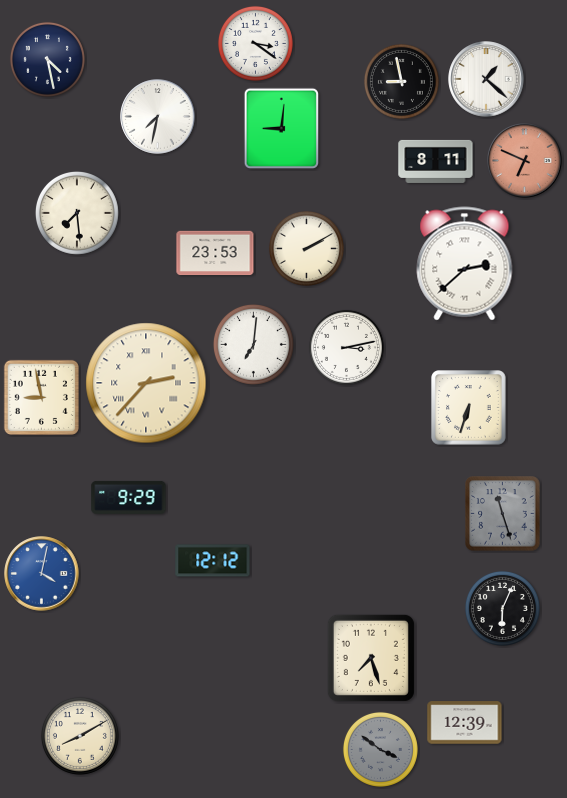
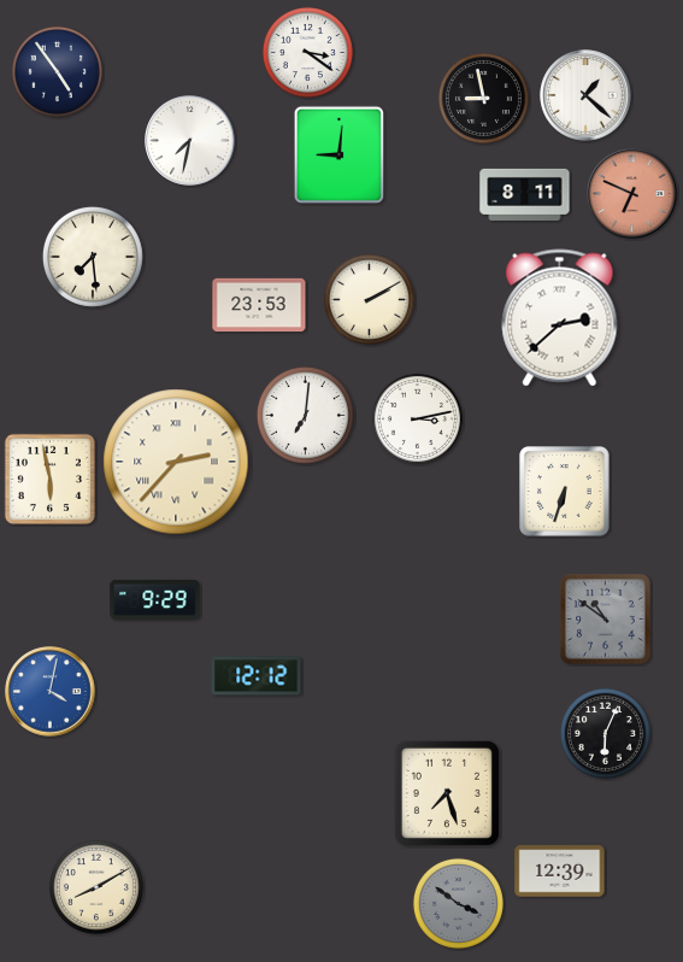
clock at (47, 59): 4:28 -> 4:54
clock at (41, 397): 8:58 -> 5:58
clock at (503, 514): 11:27 -> 10:51
